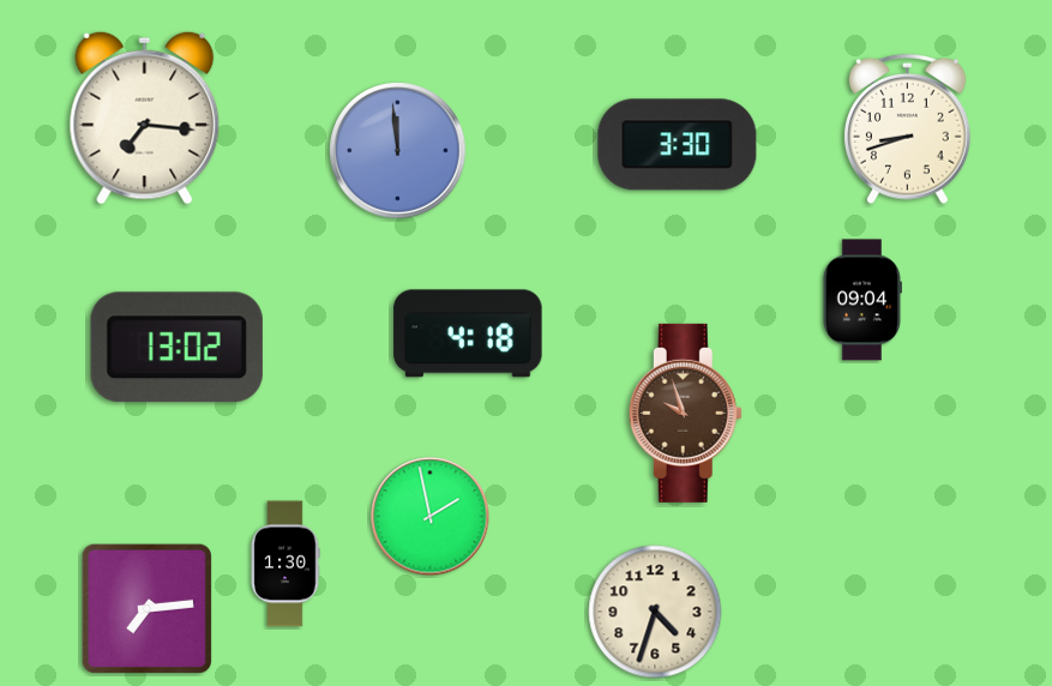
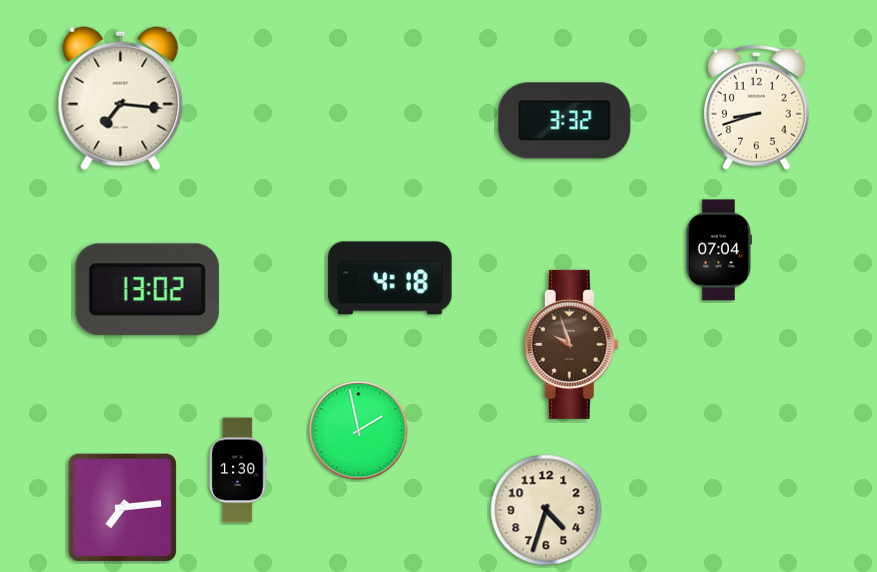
clock at (678, 145): 3:30 -> 3:32
clock at (398, 151): 11:59 -> none
clock at (861, 300): 09:04 -> 07:04
